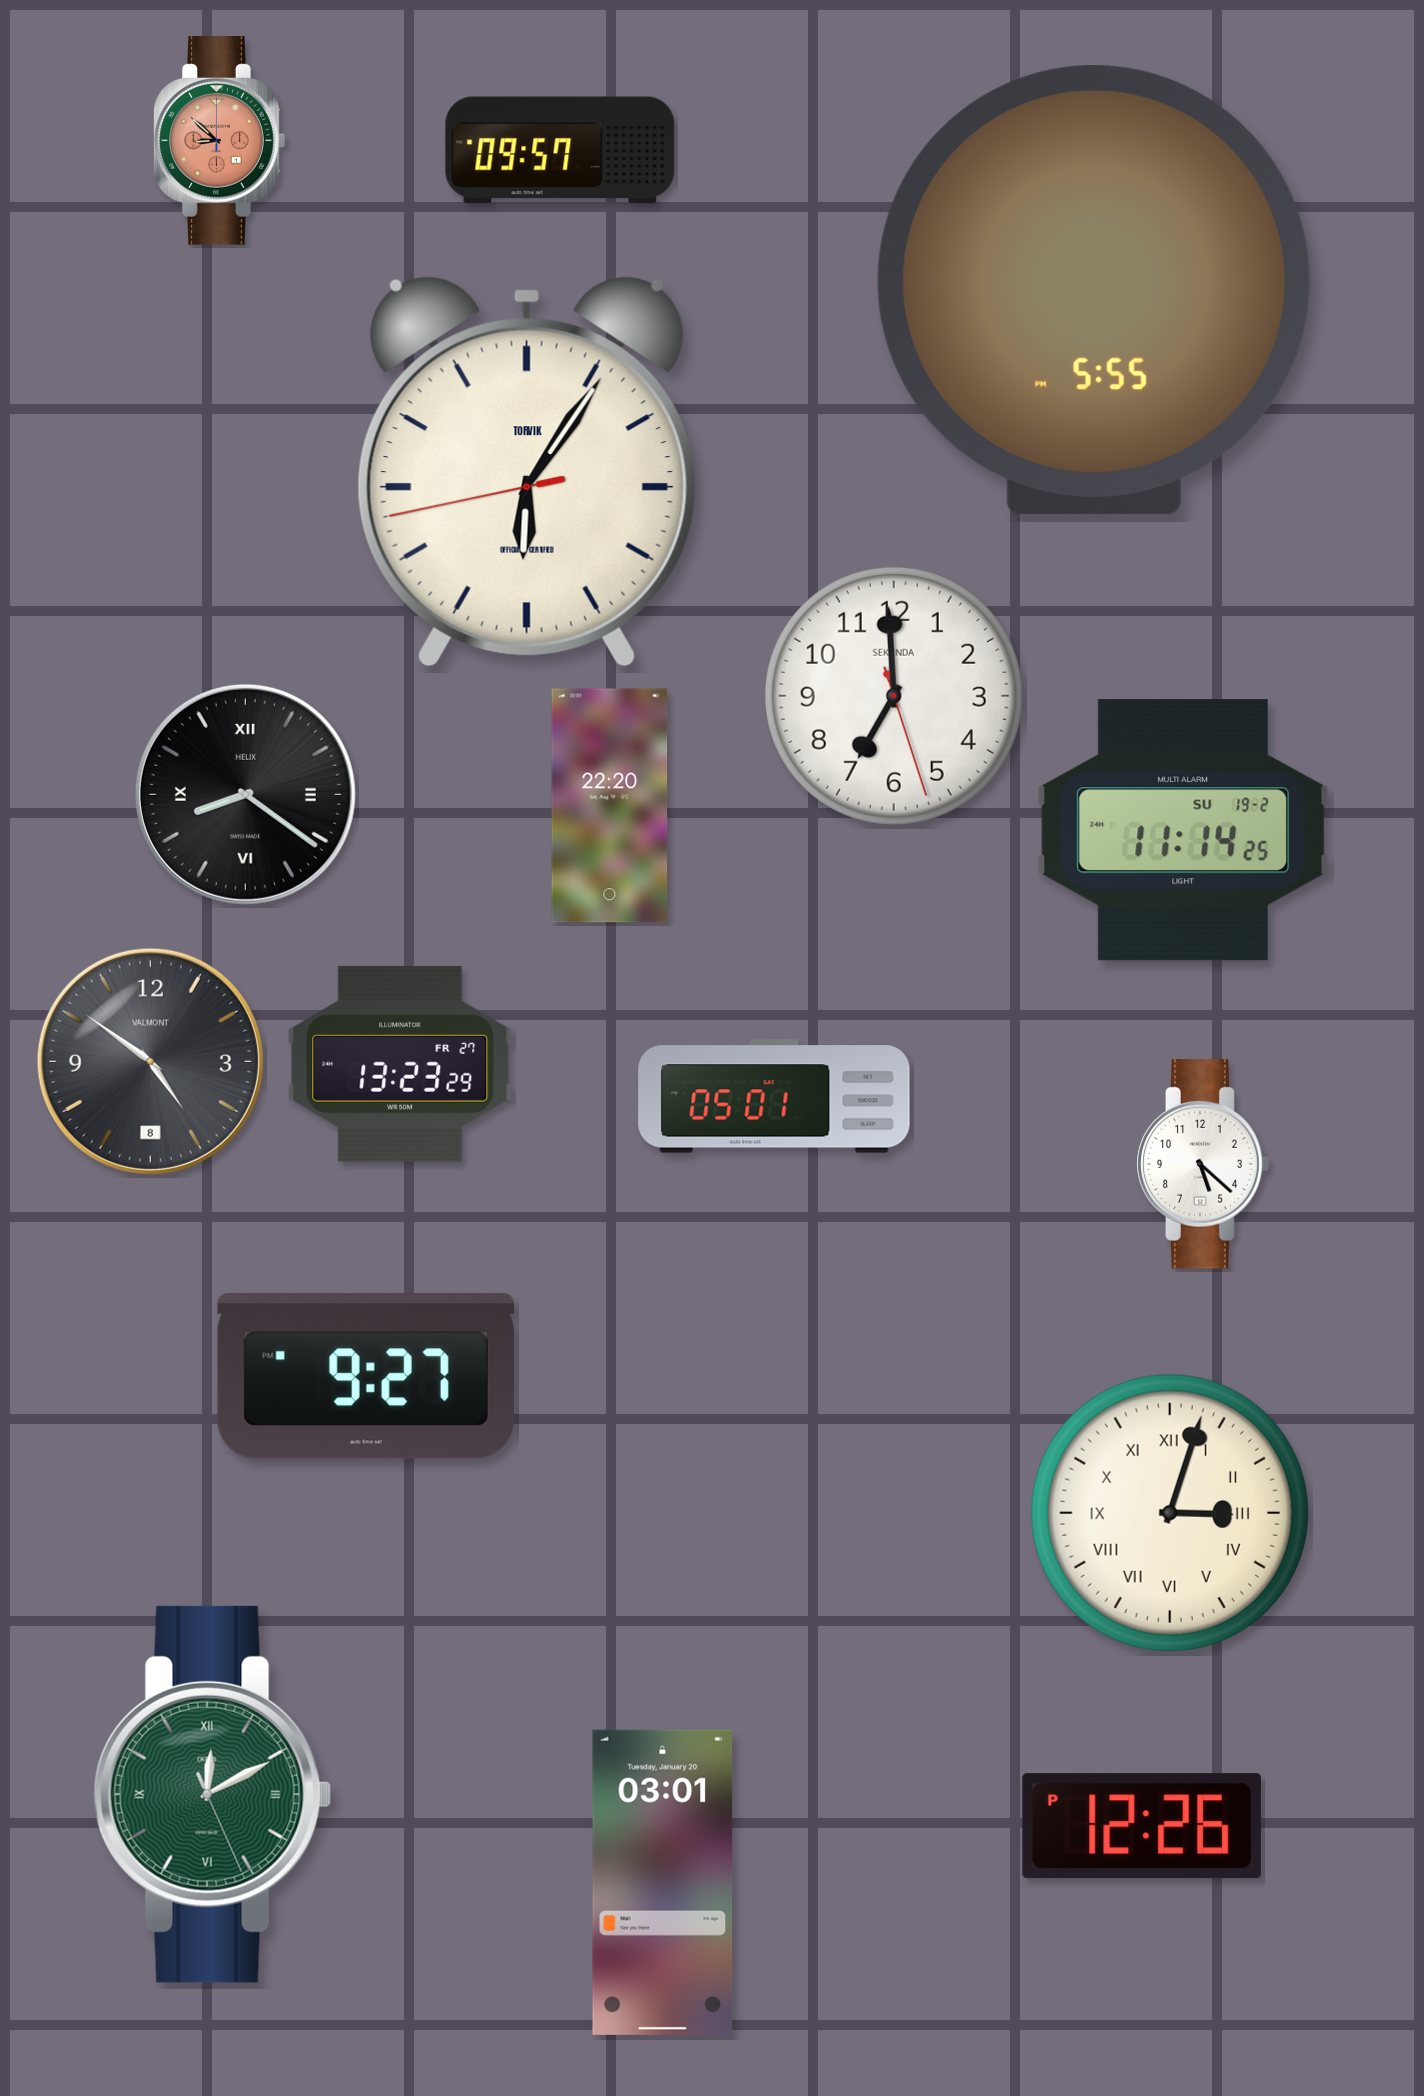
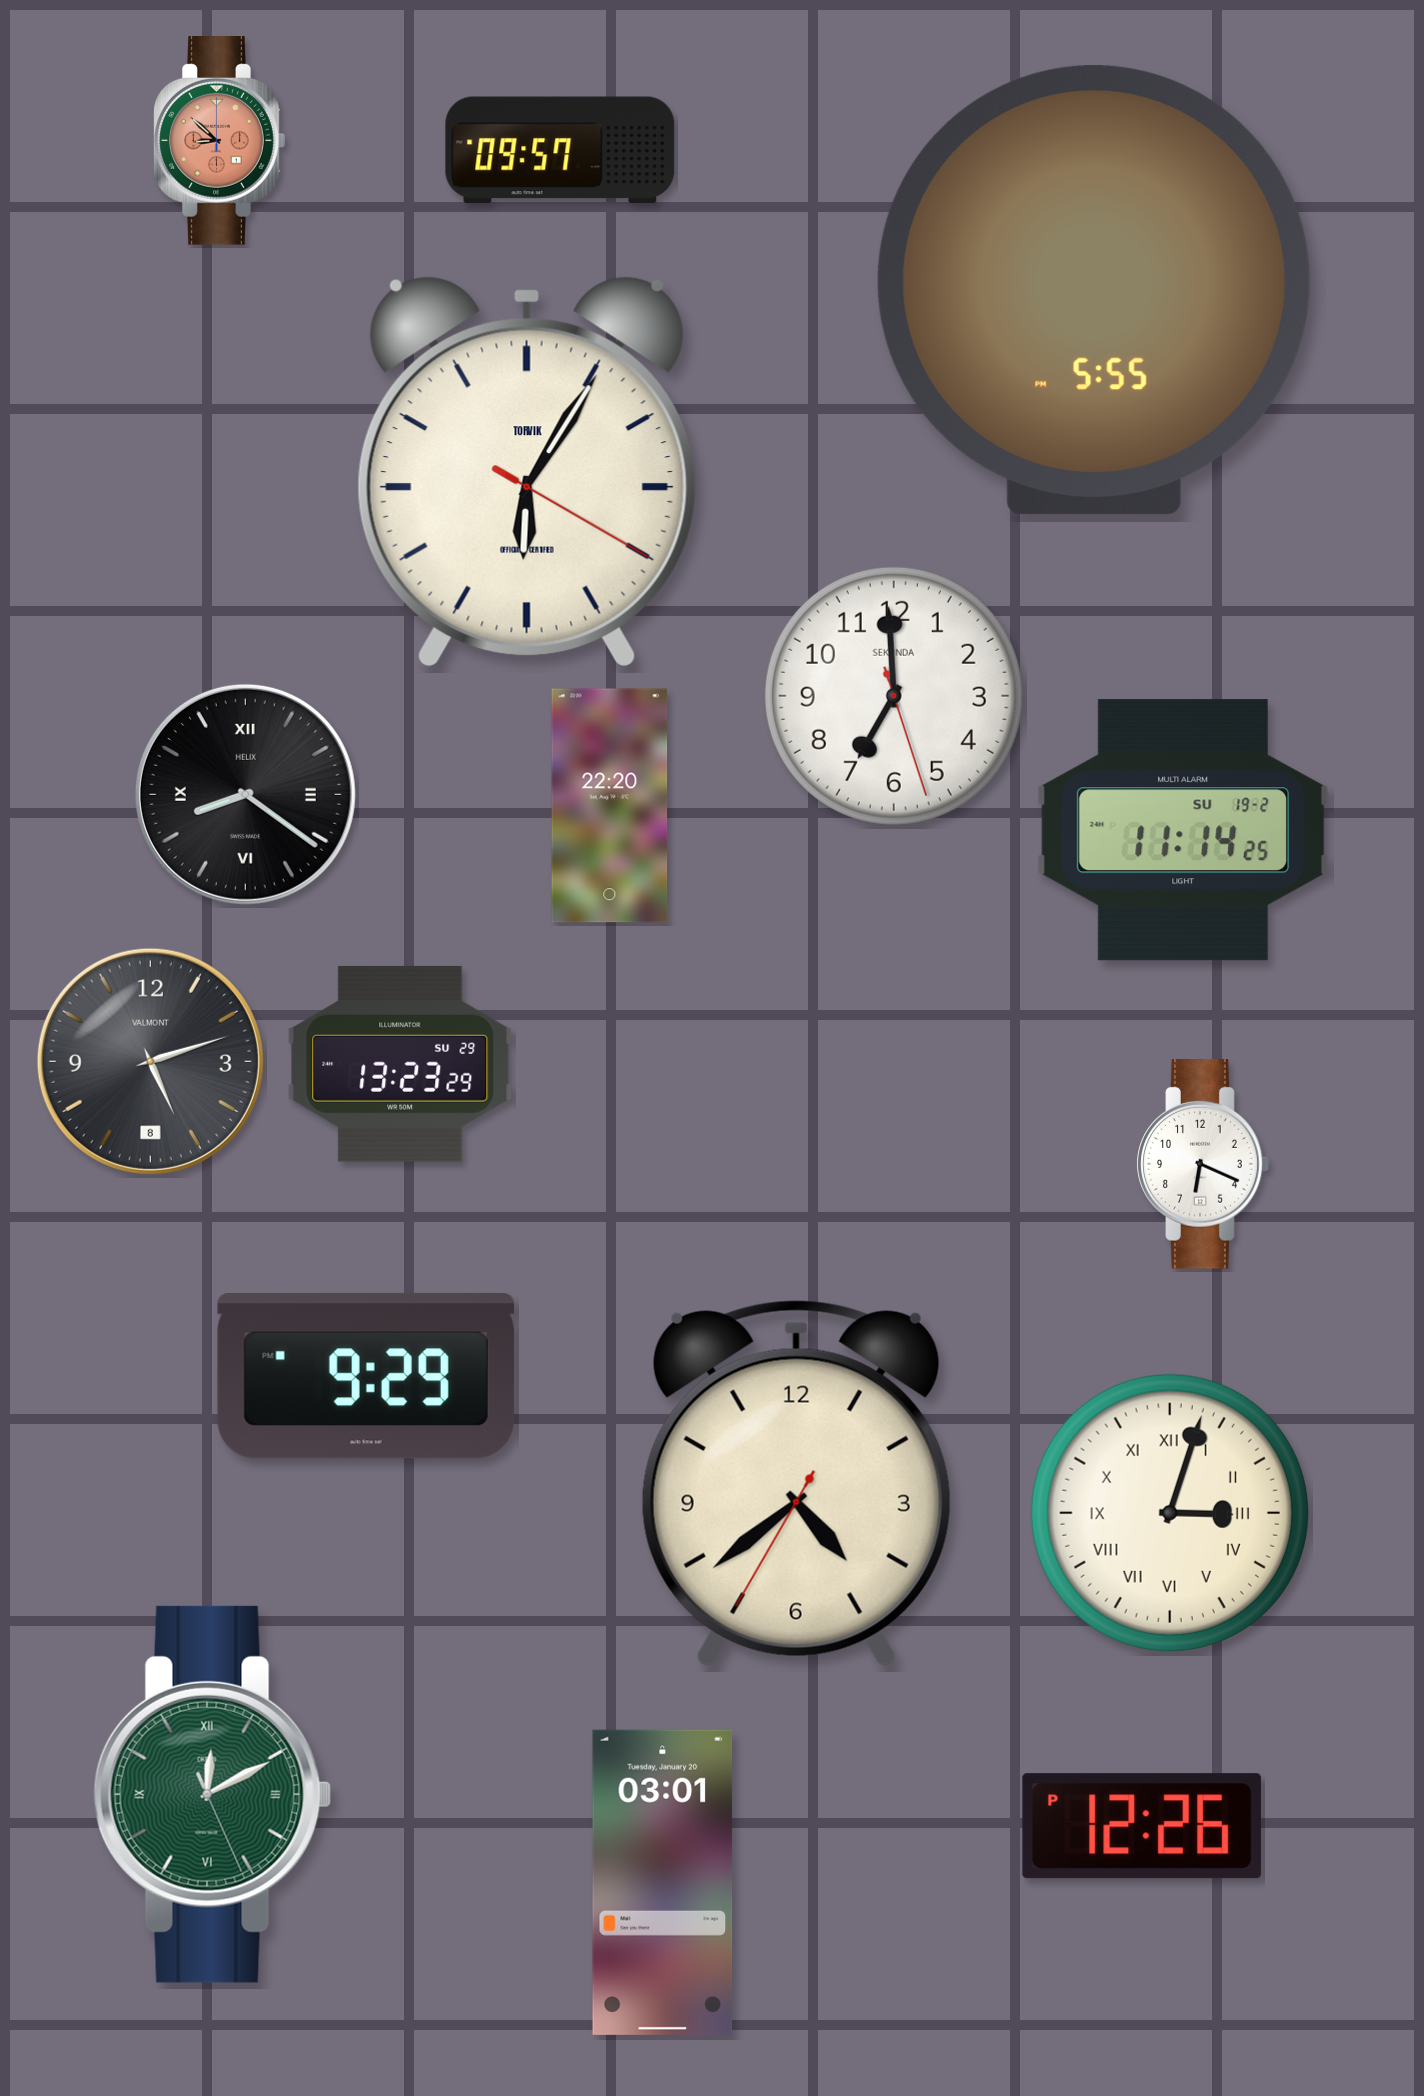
clock at (527, 472): 6:05:43 -> 6:05:20
clock at (150, 1061): 4:51 -> 5:12
clock at (400, 1064) date: FR 27 -> SU 29
clock at (774, 1096): 05:01 -> none
clock at (1203, 1165): 5:22 -> 6:19
clock at (366, 1376): 9:27 -> 9:29
clock at (796, 1484): none -> 4:38
